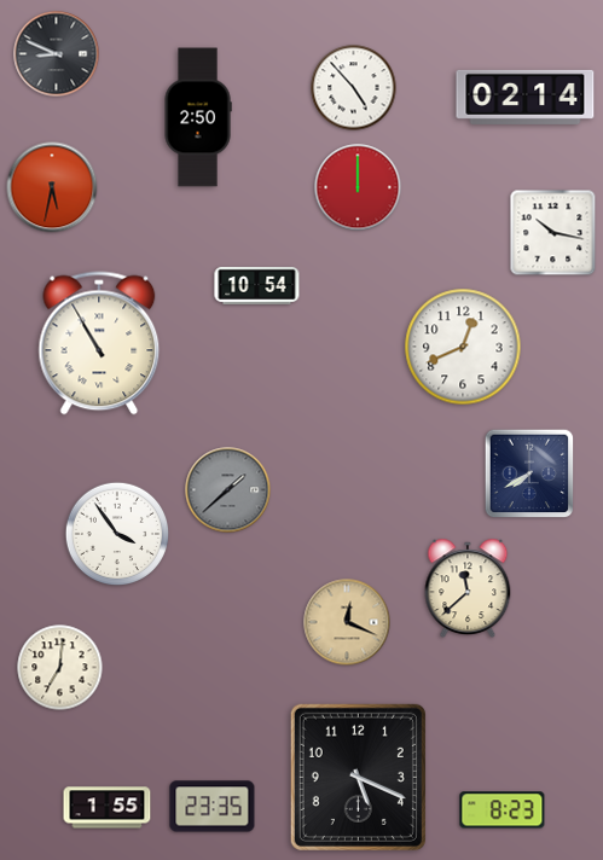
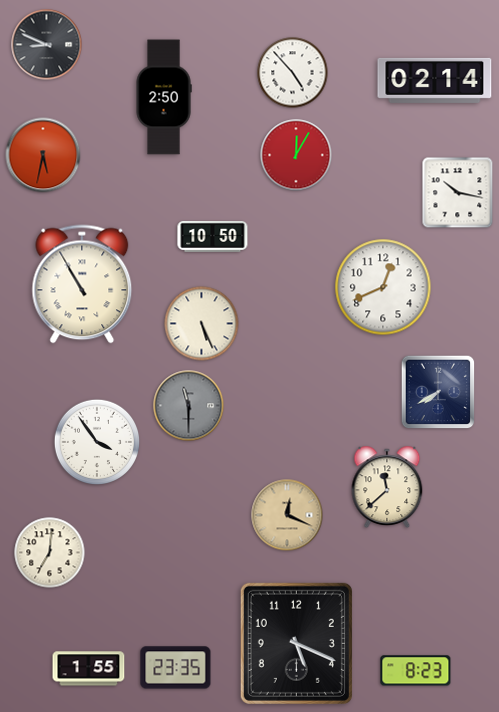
clock at (358, 187): 12:00 -> 12:05
clock at (257, 285): 10:54 -> 10:50
clock at (202, 324): none -> 5:26
clock at (228, 490): 1:38 -> 11:30
